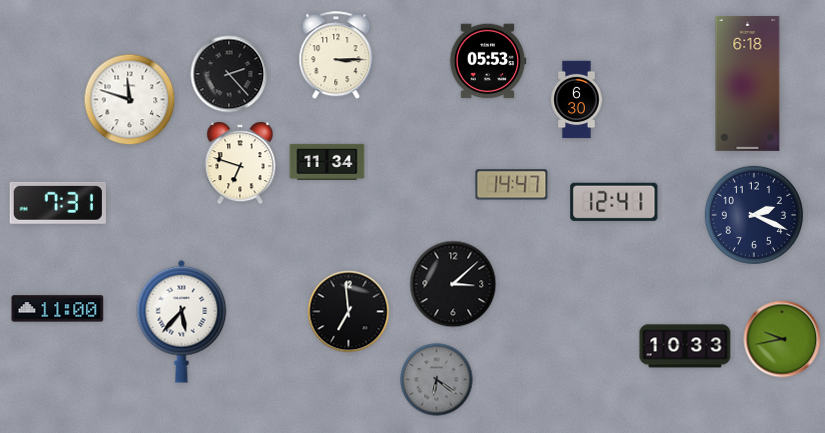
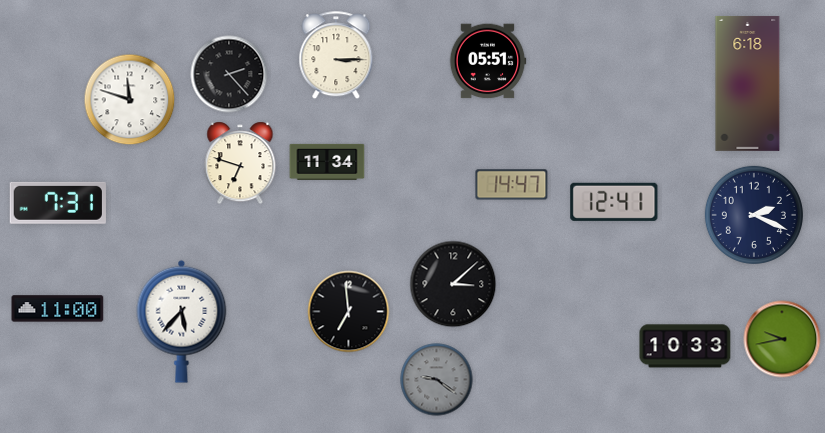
clock at (488, 61): 05:53 -> 05:51
clock at (577, 100): 6:30 -> none
clock at (437, 380): 6:21 -> 9:21
